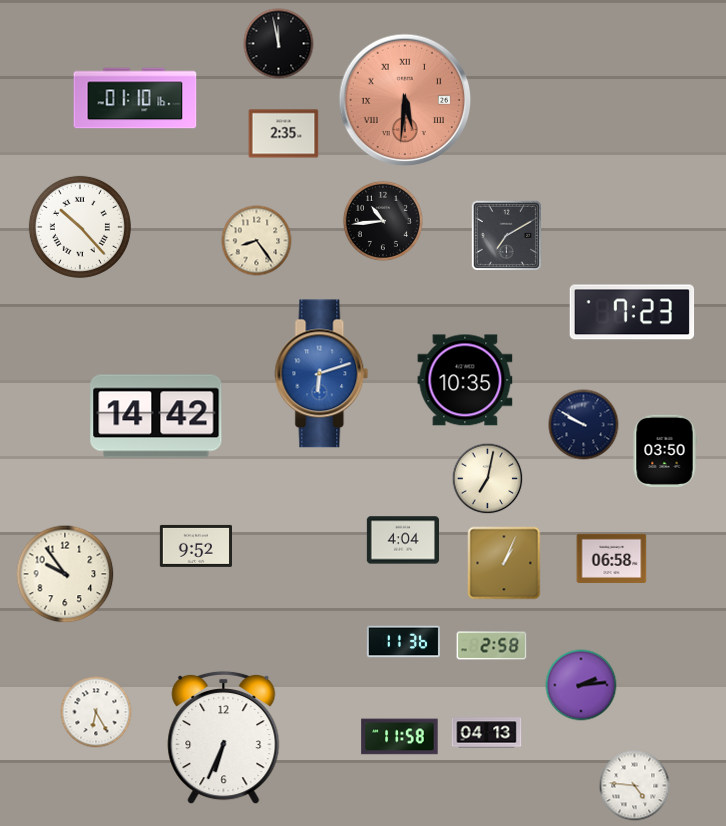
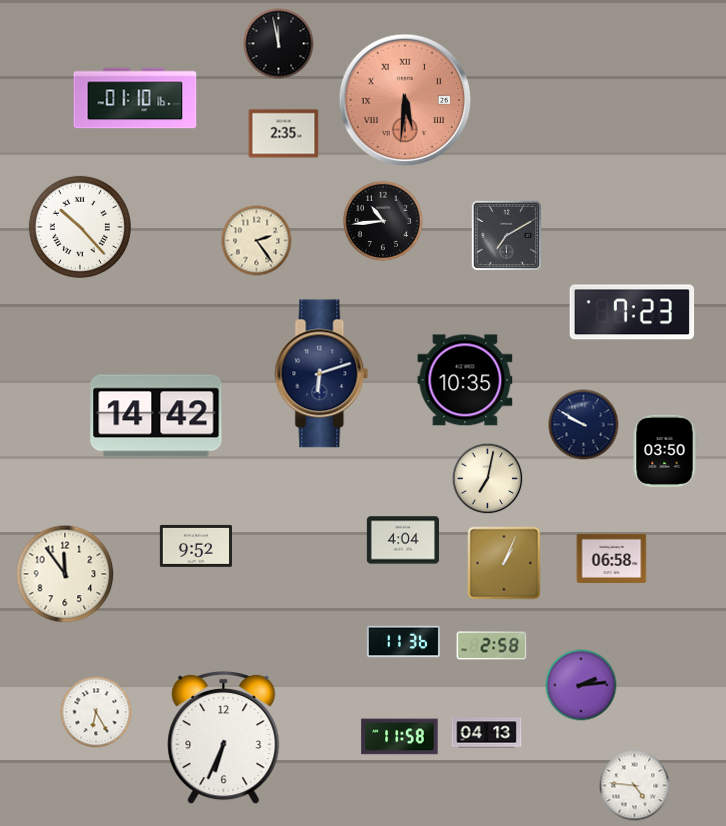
clock at (257, 241): 8:24 -> 2:24
clock at (322, 374) dial: blue -> navy
clock at (65, 574): 9:54 -> 11:54
